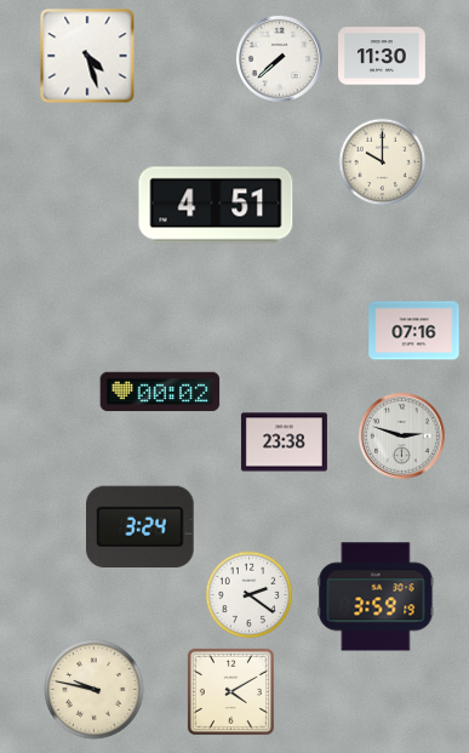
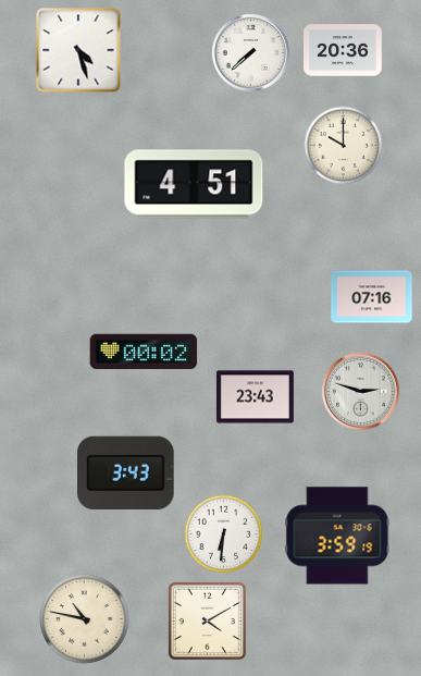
clock at (383, 56): 11:30 -> 20:36
clock at (284, 443): 23:38 -> 23:43
clock at (141, 526): 3:24 -> 3:43
clock at (250, 595): 2:21 -> 6:31
clock at (95, 690): 9:47 -> 10:47
